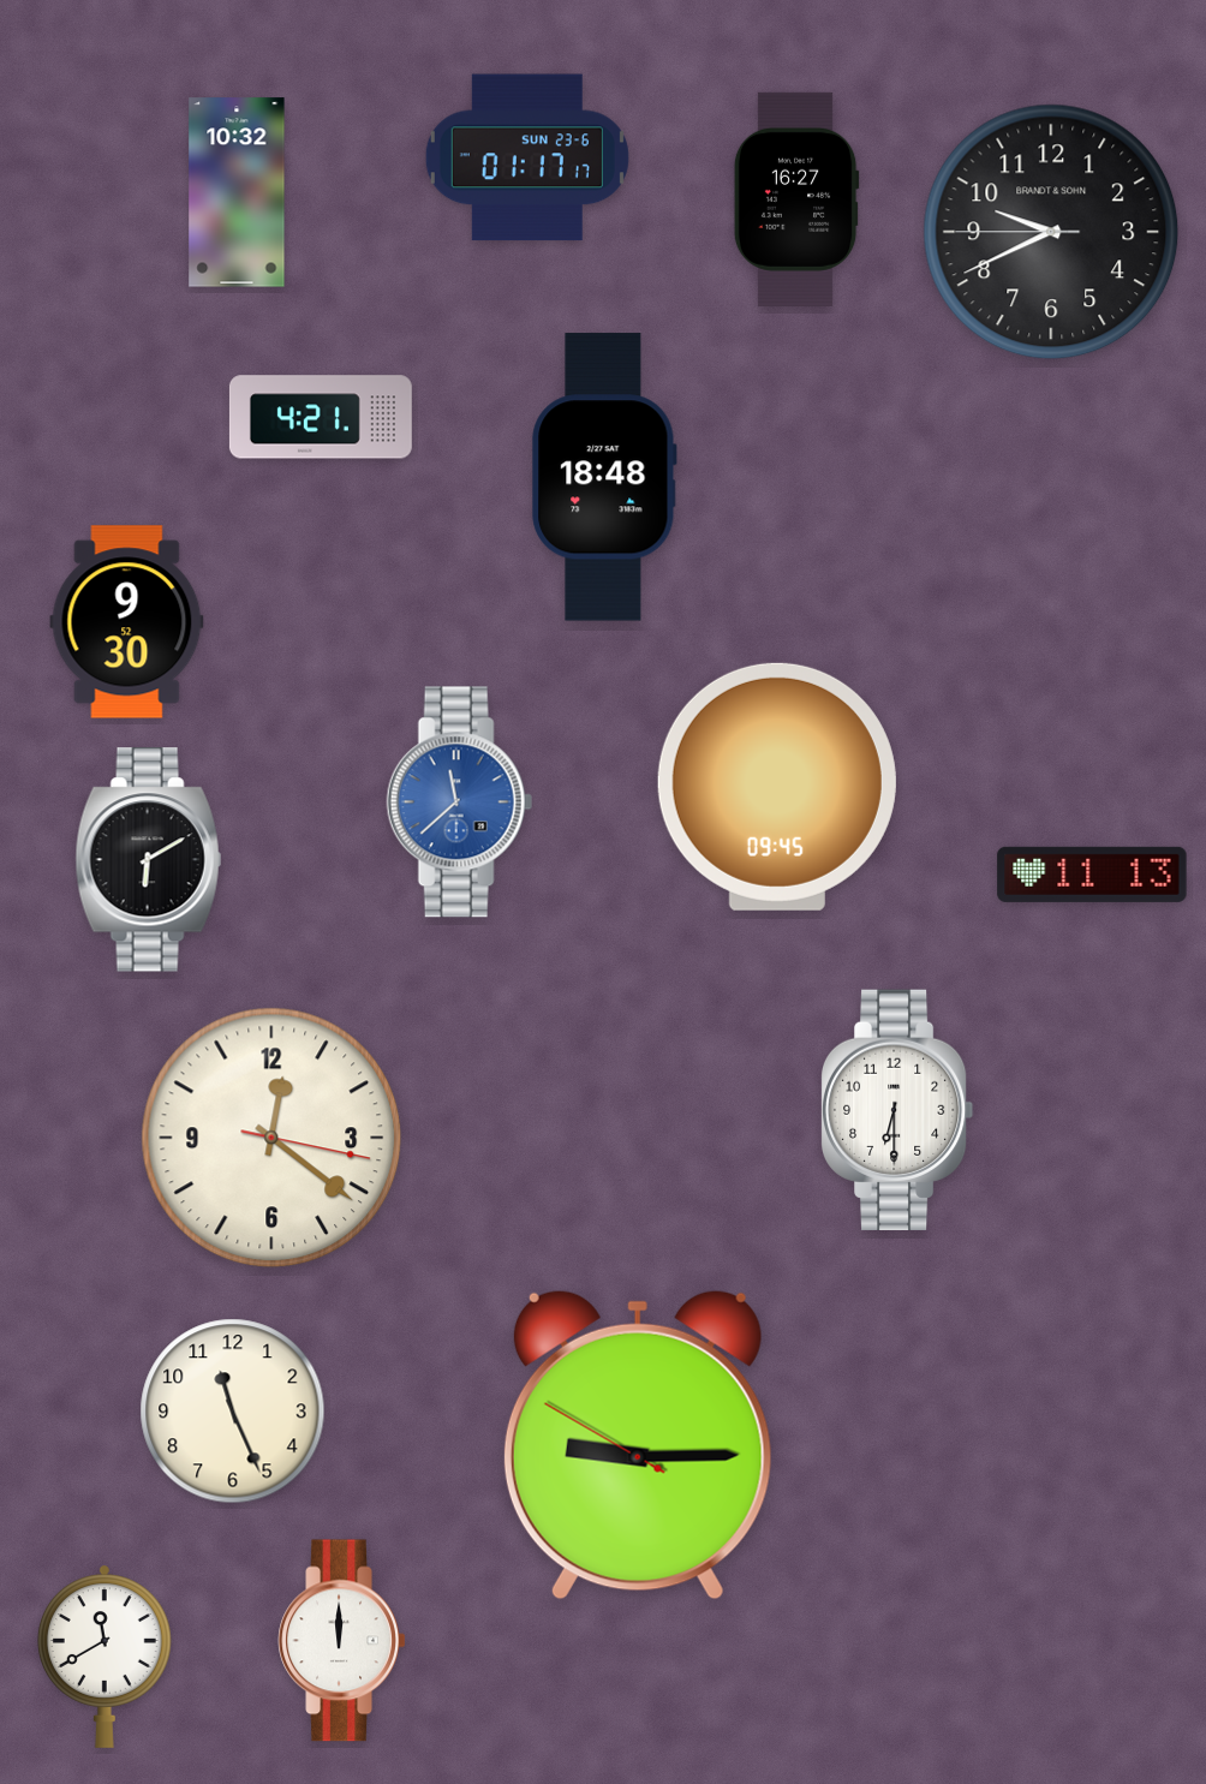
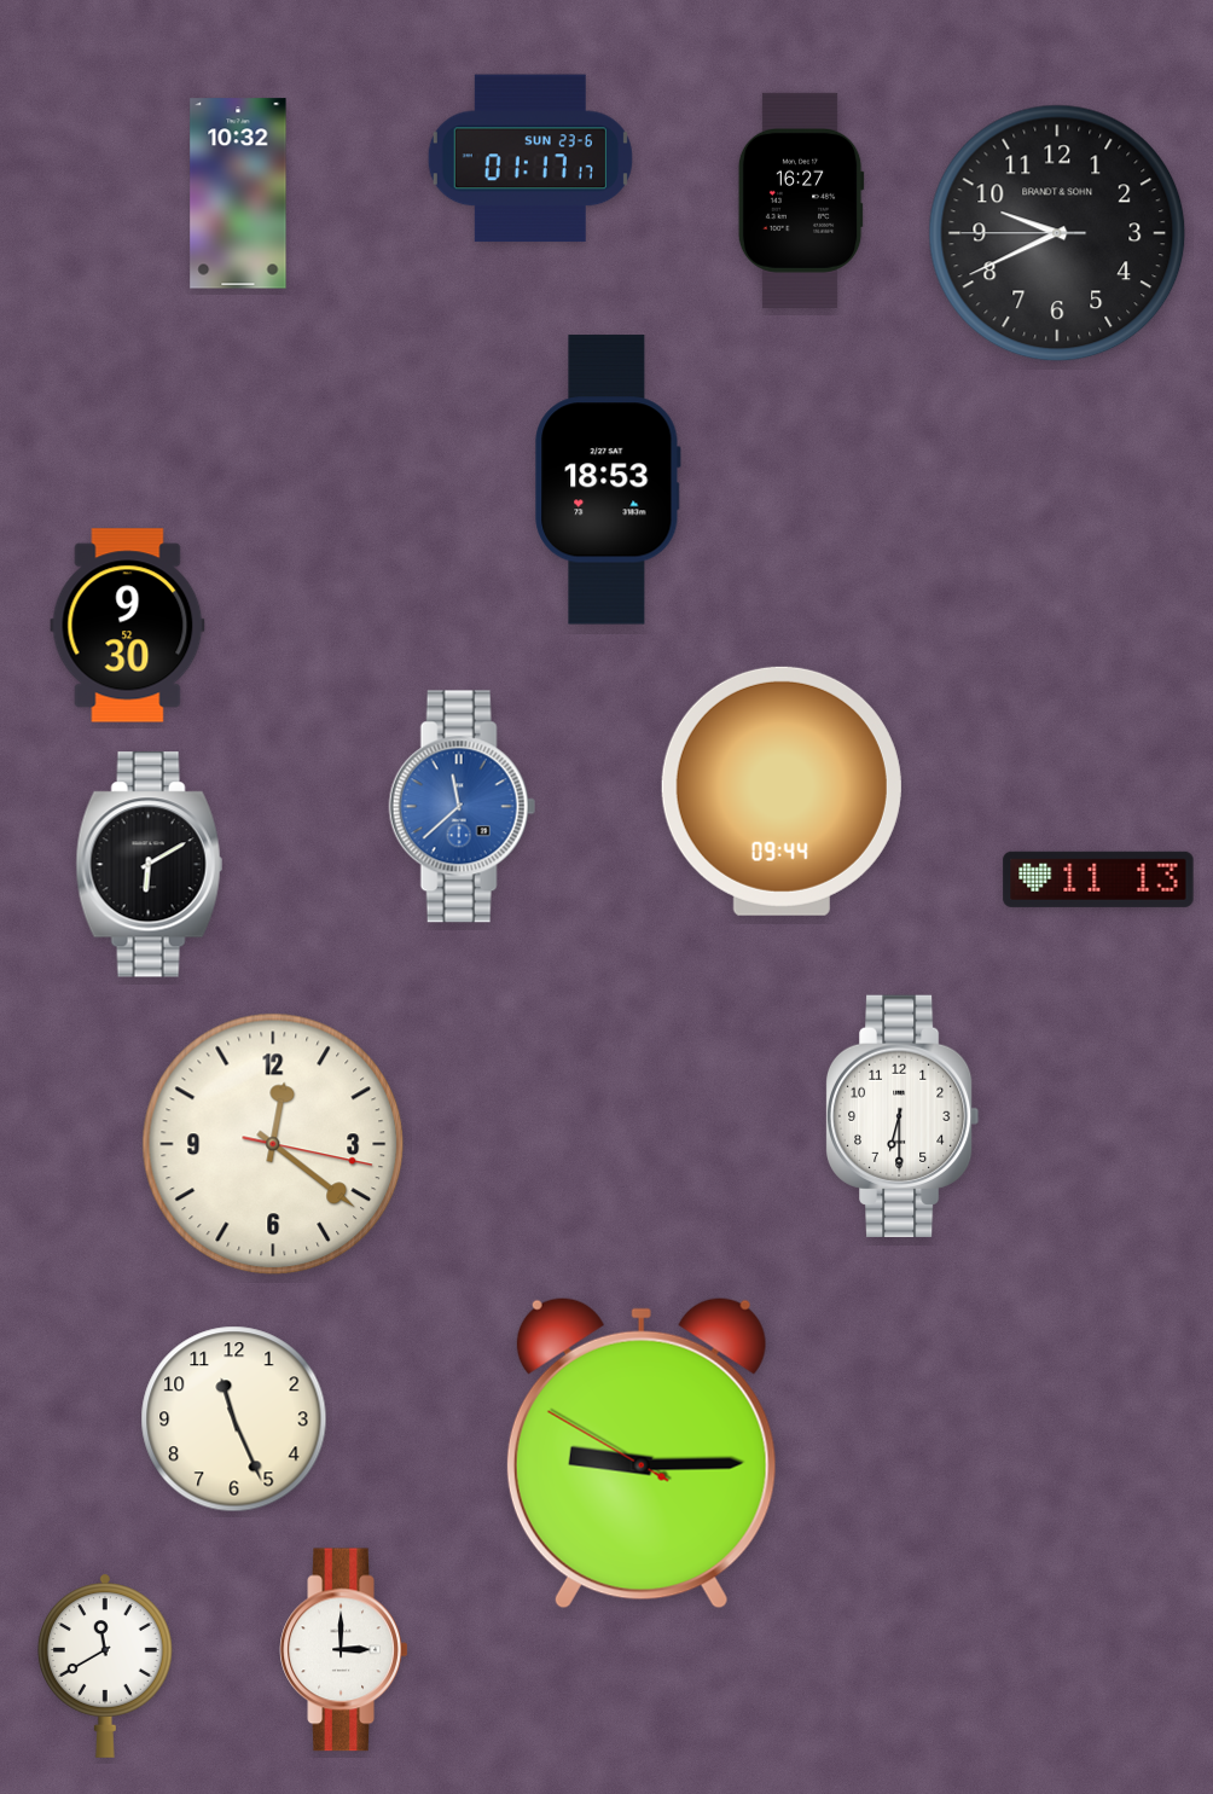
clock at (321, 417): 4:21 -> none
clock at (604, 477): 18:48 -> 18:53
clock at (777, 787): 09:45 -> 09:44
clock at (342, 1641): 12:00 -> 3:00
